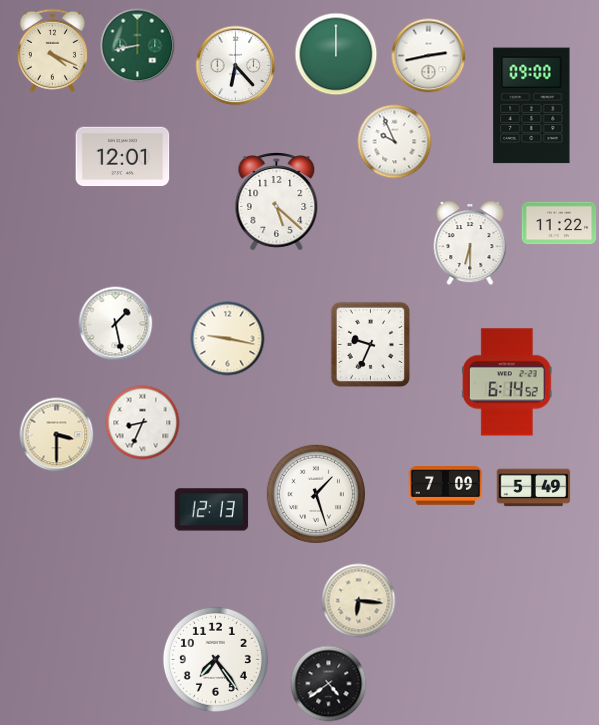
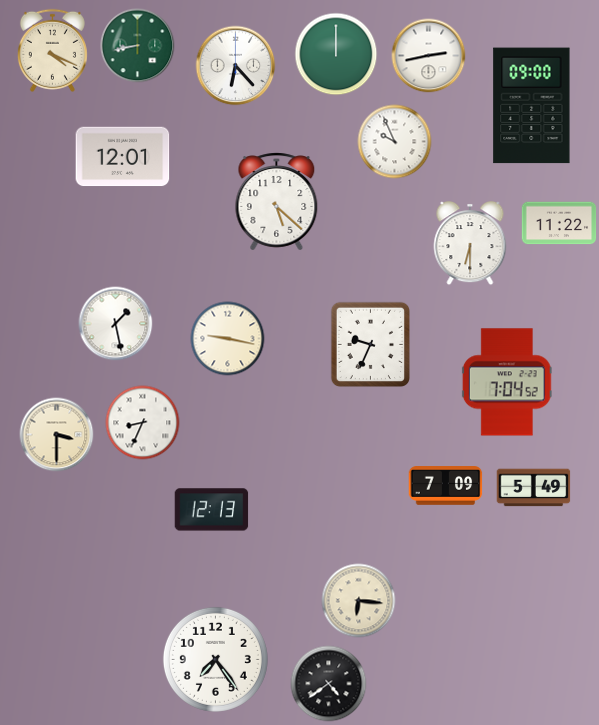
clock at (507, 382): 6:14 -> 7:04
clock at (316, 494): 1:27 -> none
